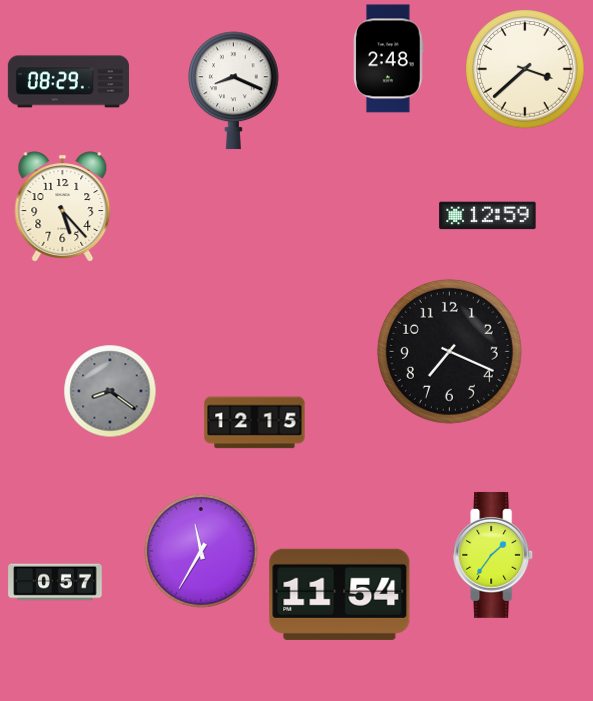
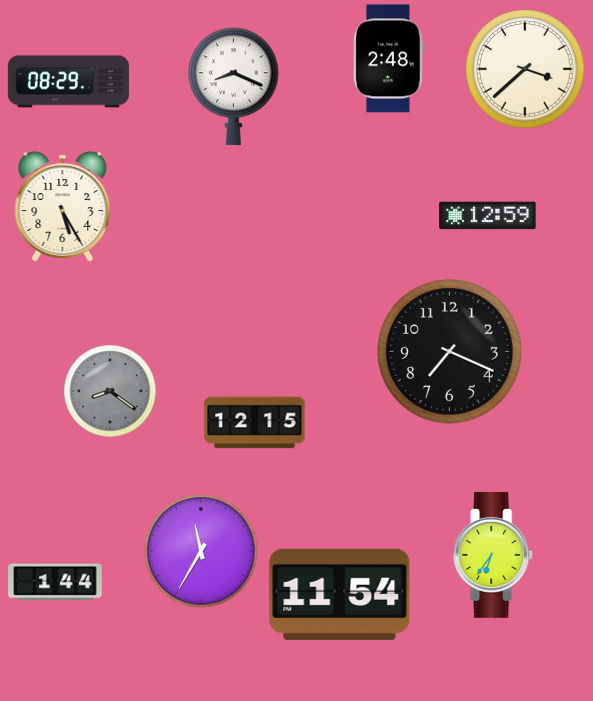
clock at (234, 91) position: (234, 91) -> (234, 87)
clock at (63, 207): 5:23 -> 5:25
clock at (494, 555): 1:36 -> 6:36
clock at (55, 582): 0:57 -> 1:44
